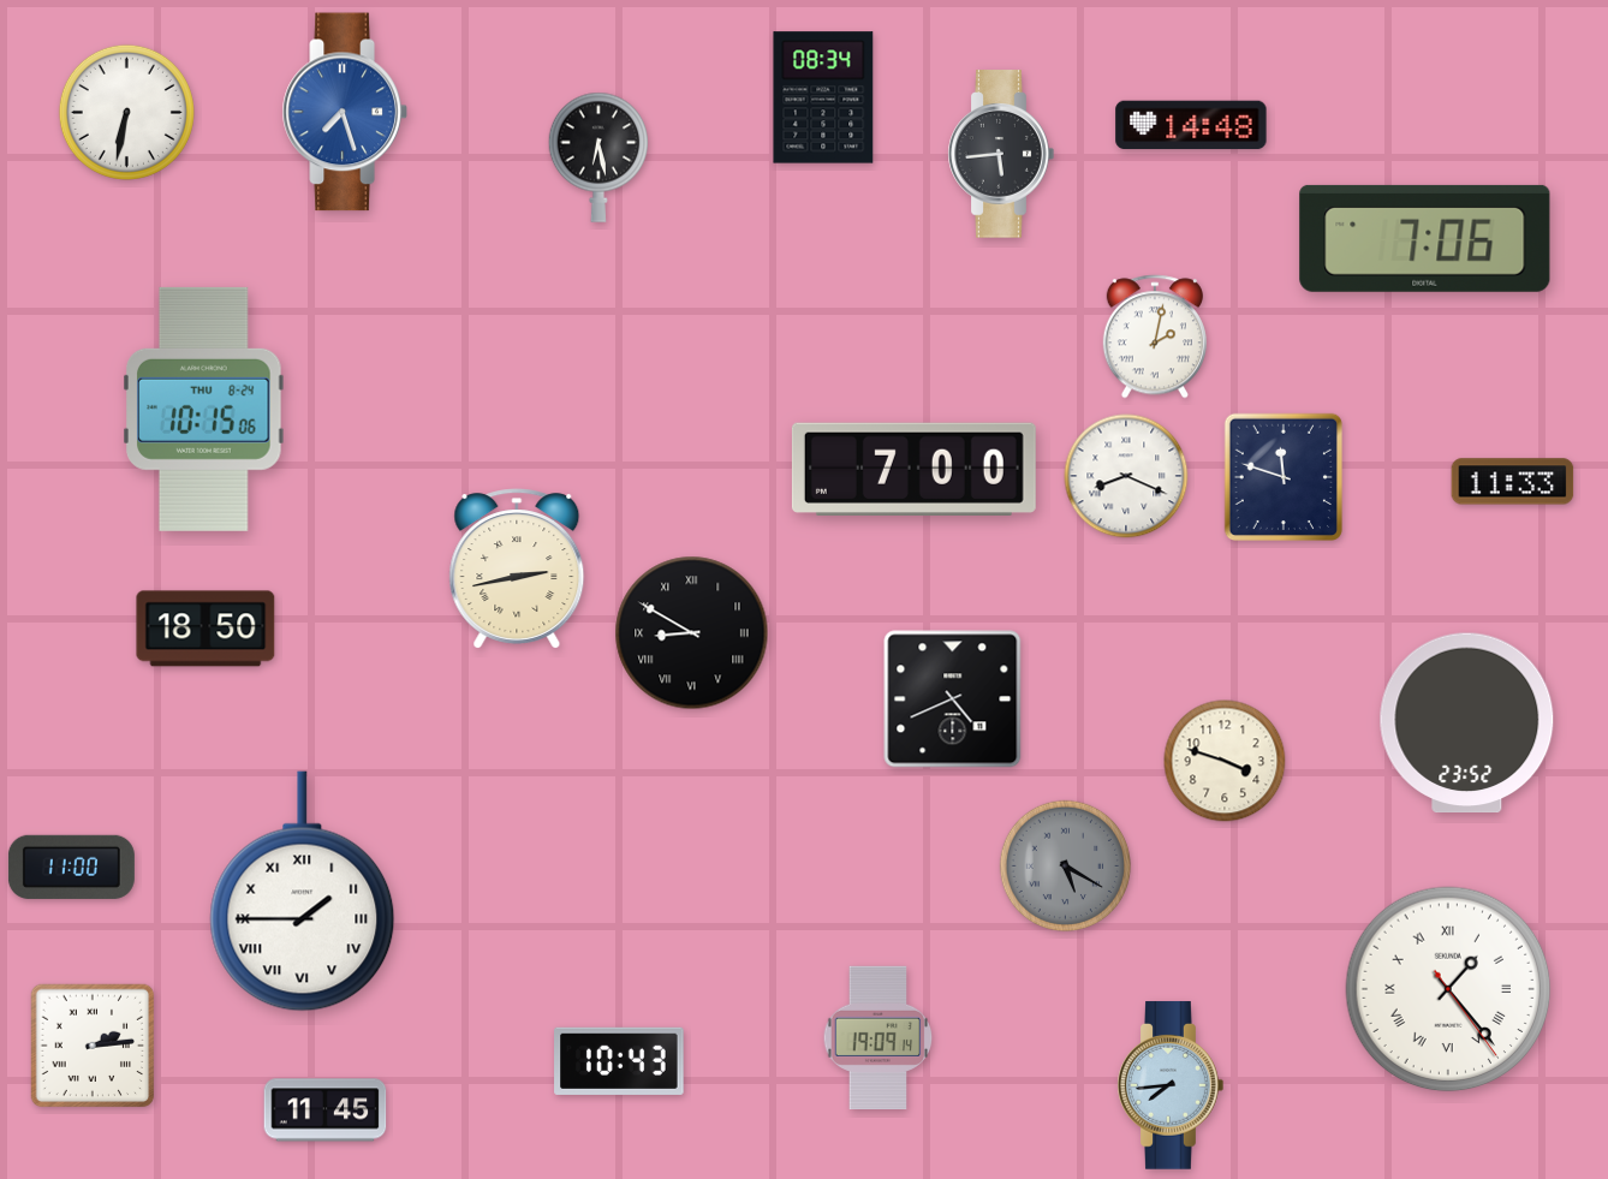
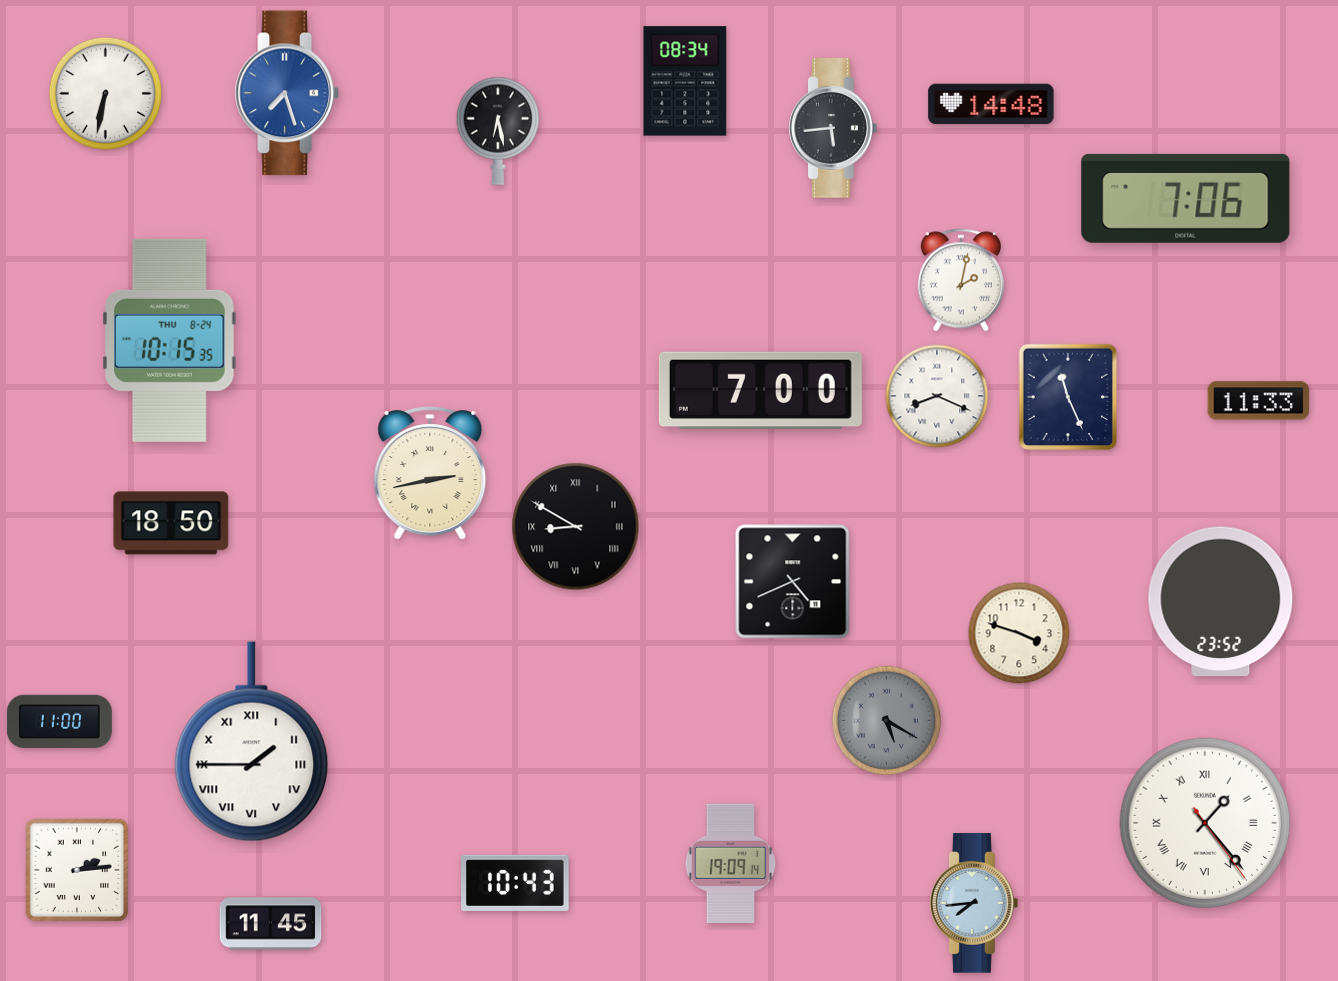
clock at (204, 409): 10:15:06 -> 10:15:35
clock at (1282, 476): 11:48 -> 11:26
